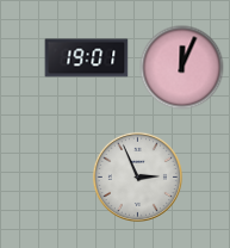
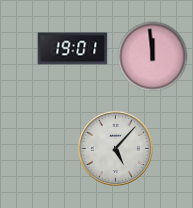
clock at (182, 68): 12:04 -> 11:59
clock at (137, 176): 2:56 -> 5:07
